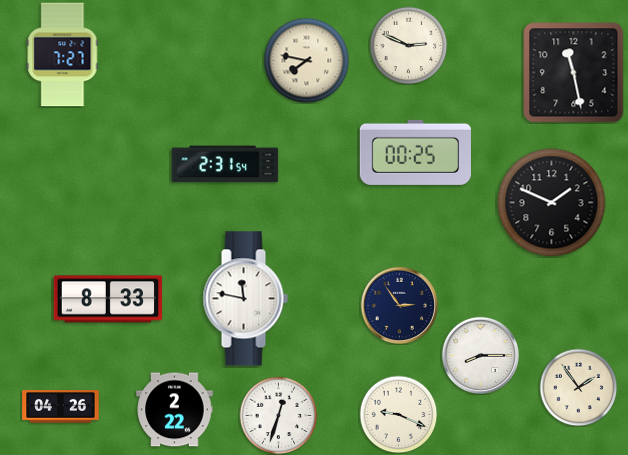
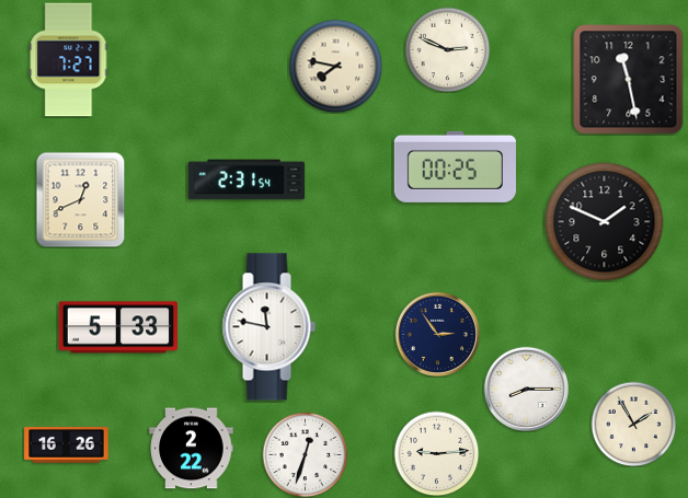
clock at (81, 199): none -> 12:41
clock at (108, 299): 8:33 -> 5:33
clock at (578, 387): 1:54 -> 1:55
clock at (61, 407): 04:26 -> 16:26
clock at (398, 414): 9:19 -> 9:14
